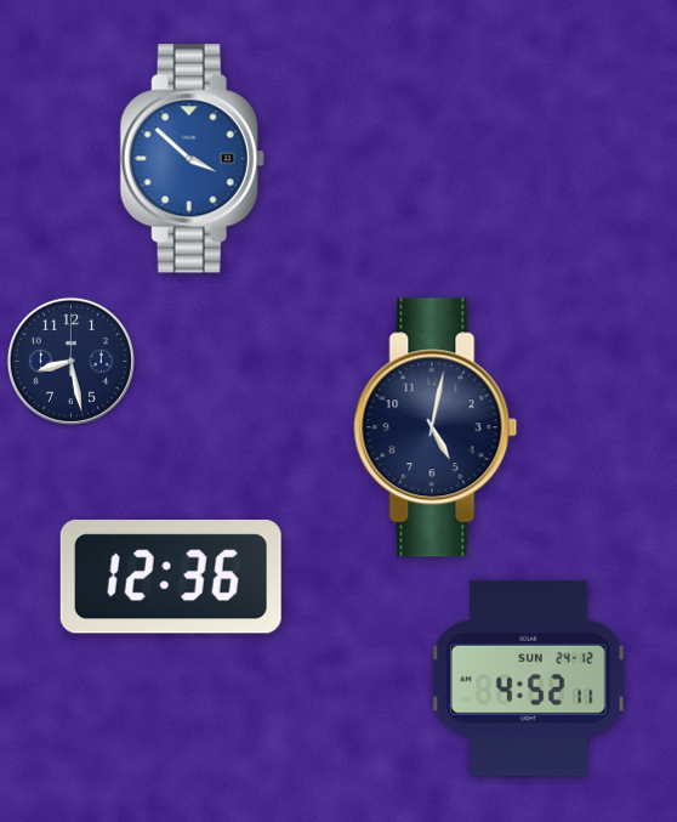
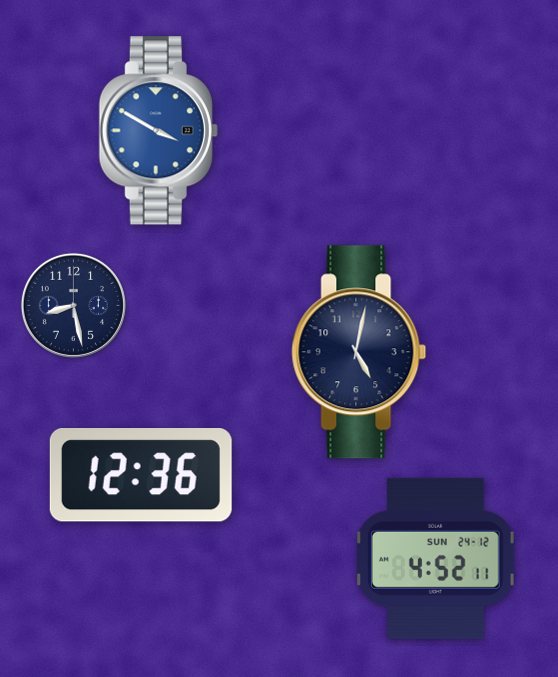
clock at (192, 159): 3:52 -> 3:50
clock at (70, 361) position: (70, 361) -> (73, 305)
